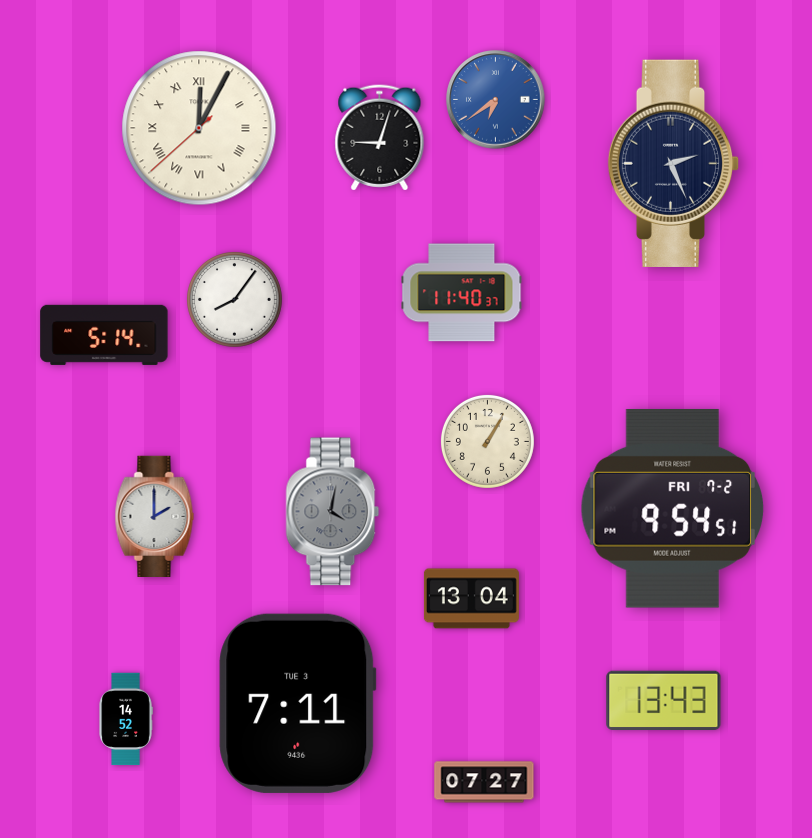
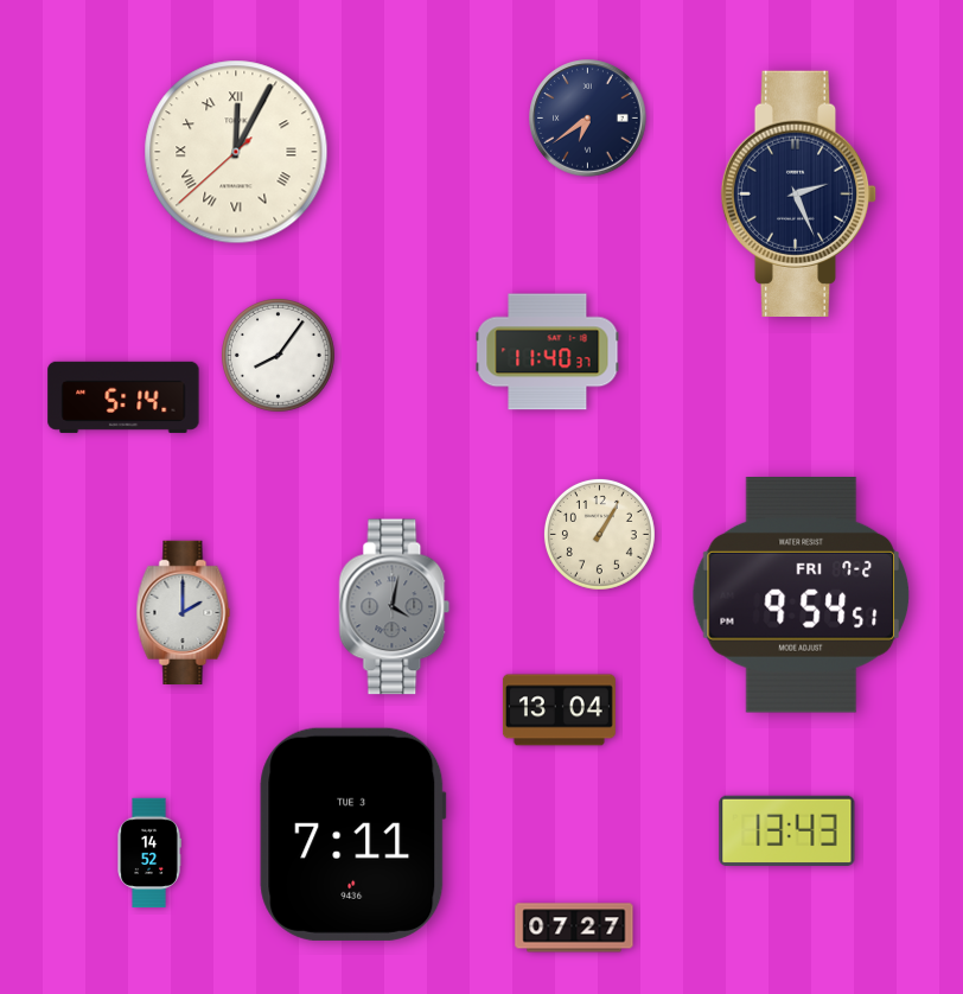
clock at (496, 100) dial: blue -> navy
clock at (380, 138): 9:03 -> none
clock at (462, 293) position: (462, 293) -> (548, 352)
clock at (487, 441) position: (487, 441) -> (599, 534)
clock at (672, 508) position: (672, 508) -> (801, 594)
